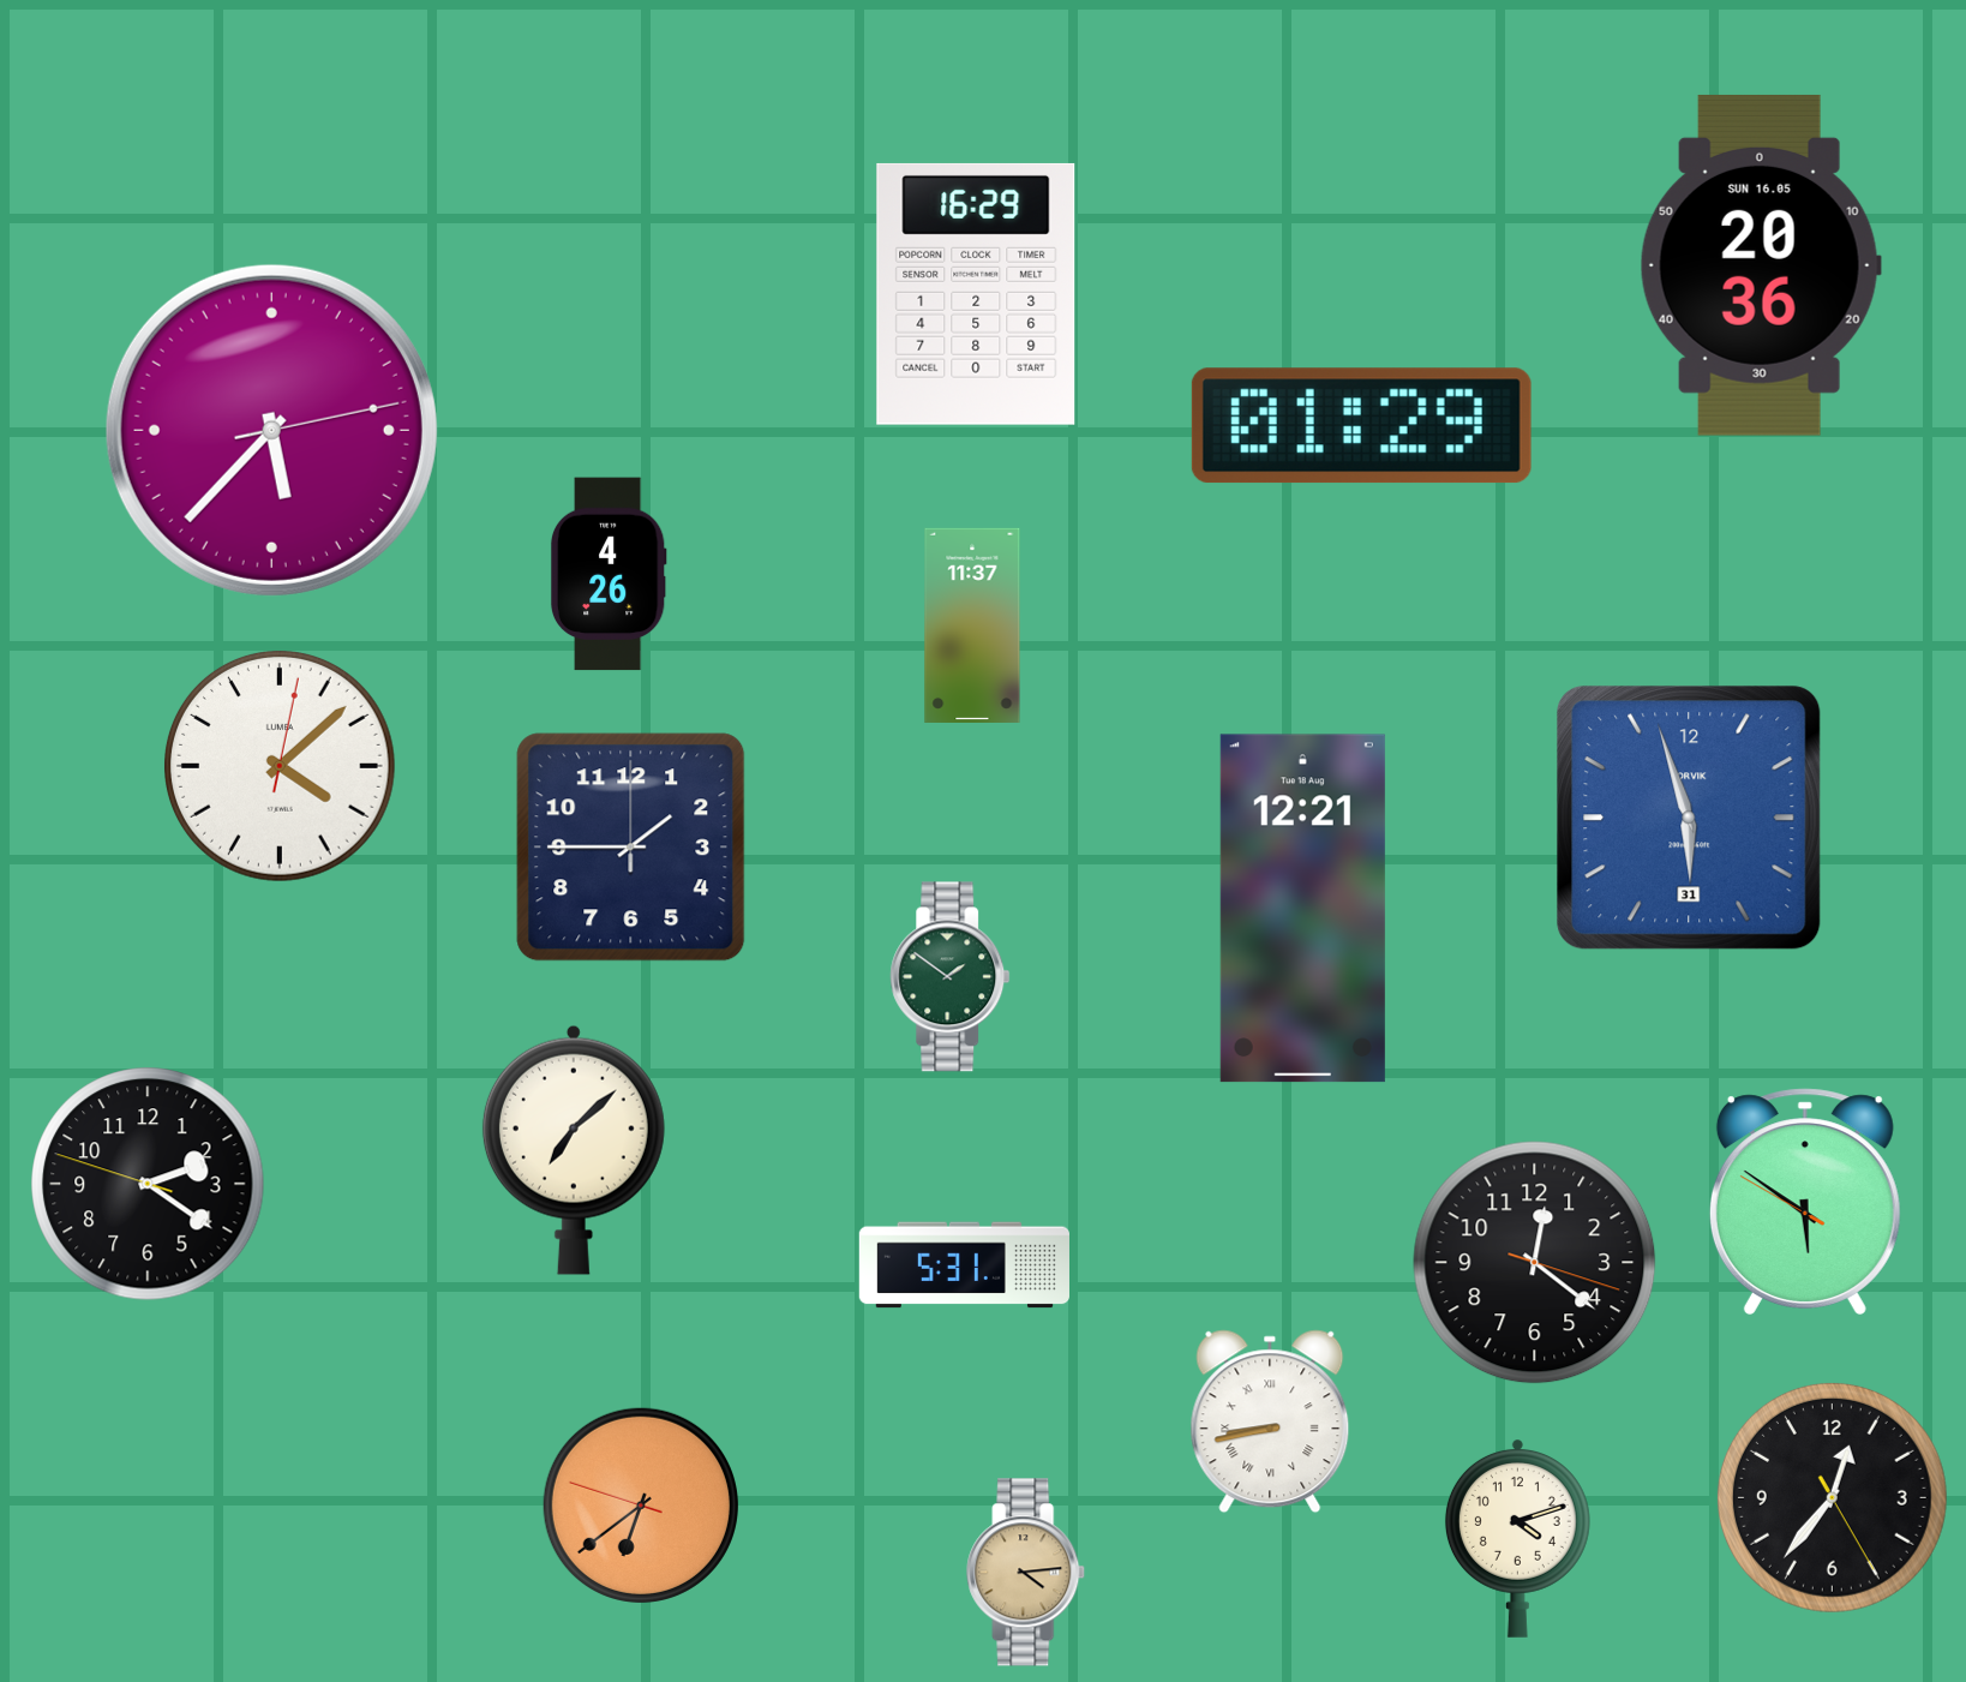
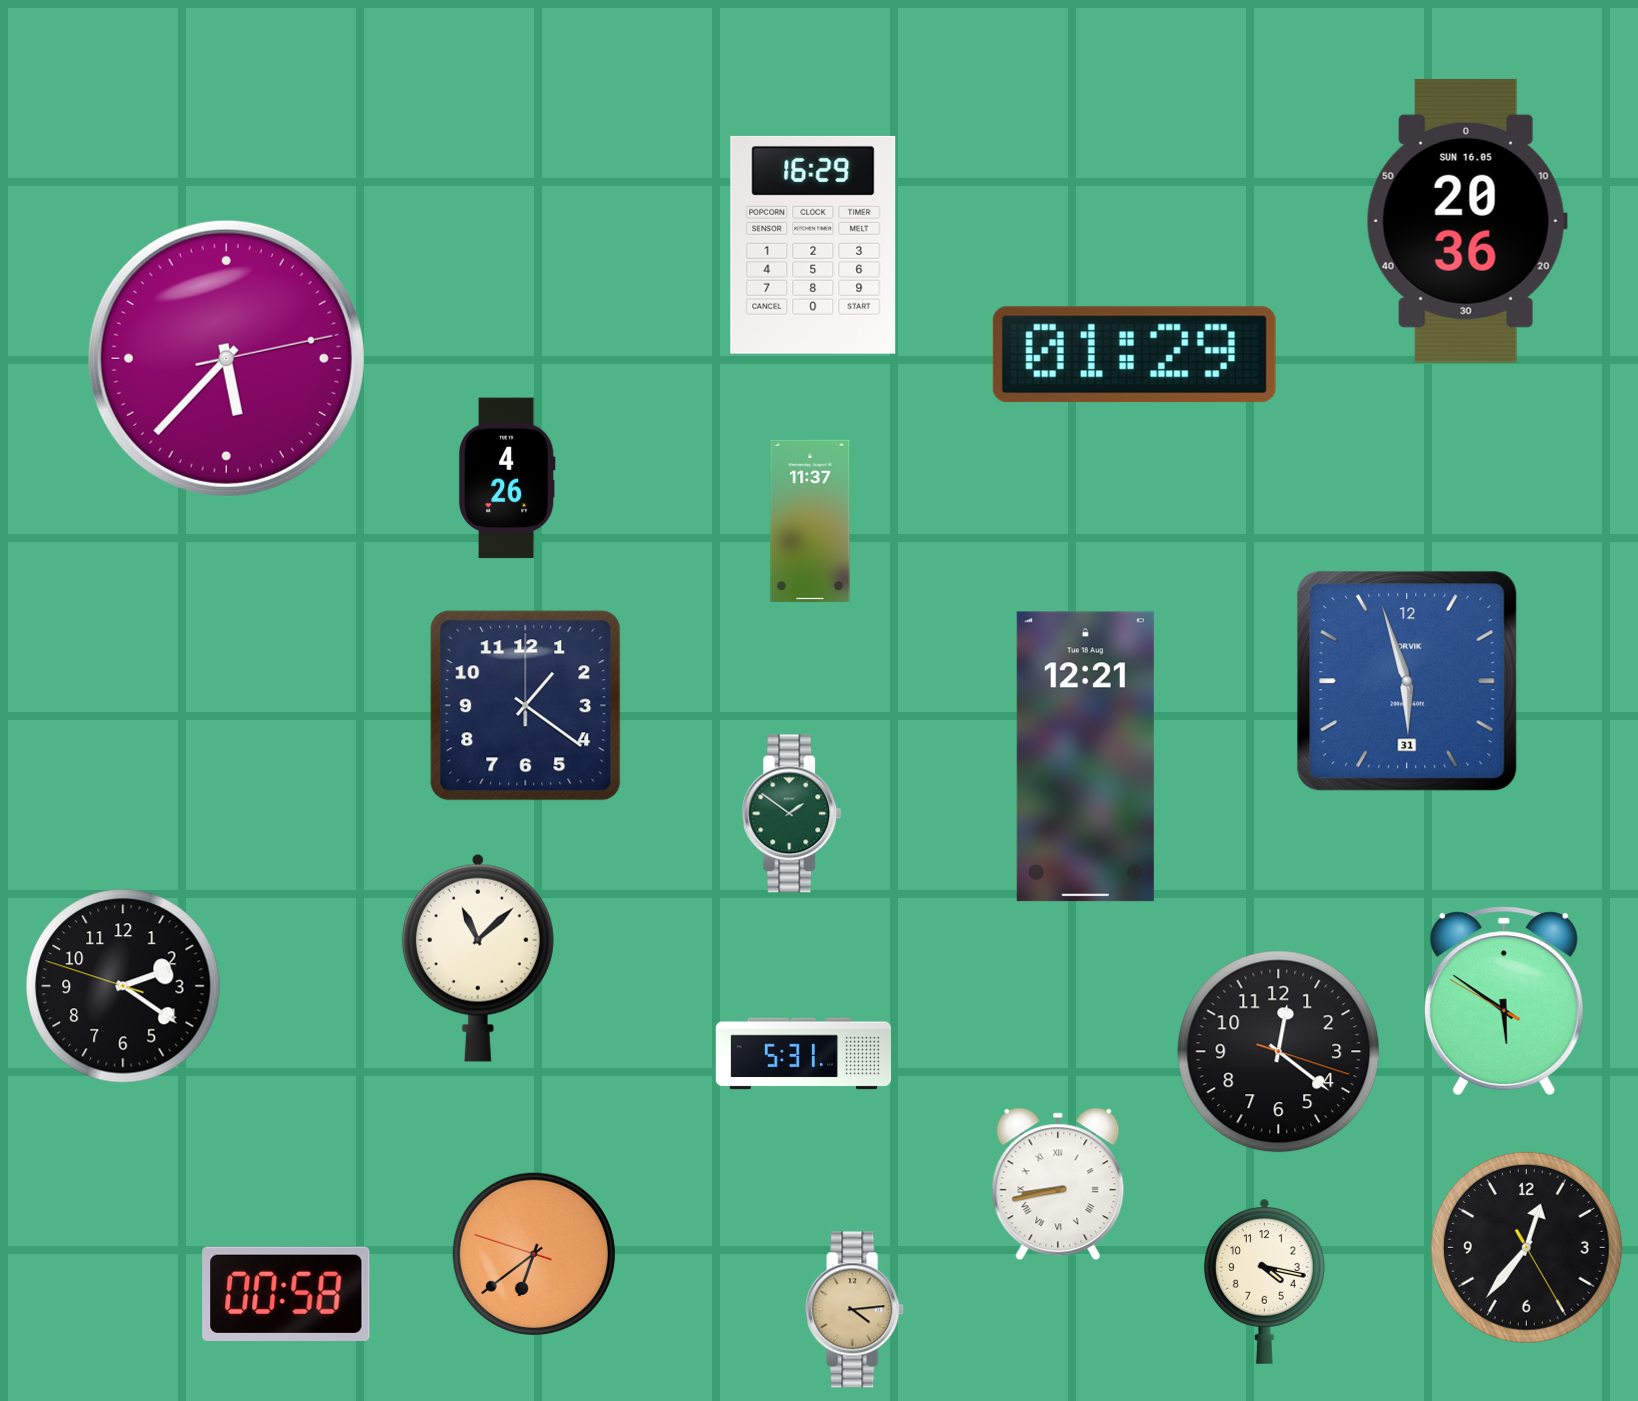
clock at (281, 767): 4:08 -> none
clock at (631, 848): 1:45 -> 1:21
clock at (574, 1150): 7:08 -> 11:08
clock at (1517, 1539): 4:12 -> 4:17
clock at (286, 1294): none -> 00:58
